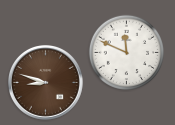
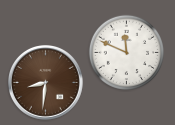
clock at (46, 83): 8:48 -> 8:31
